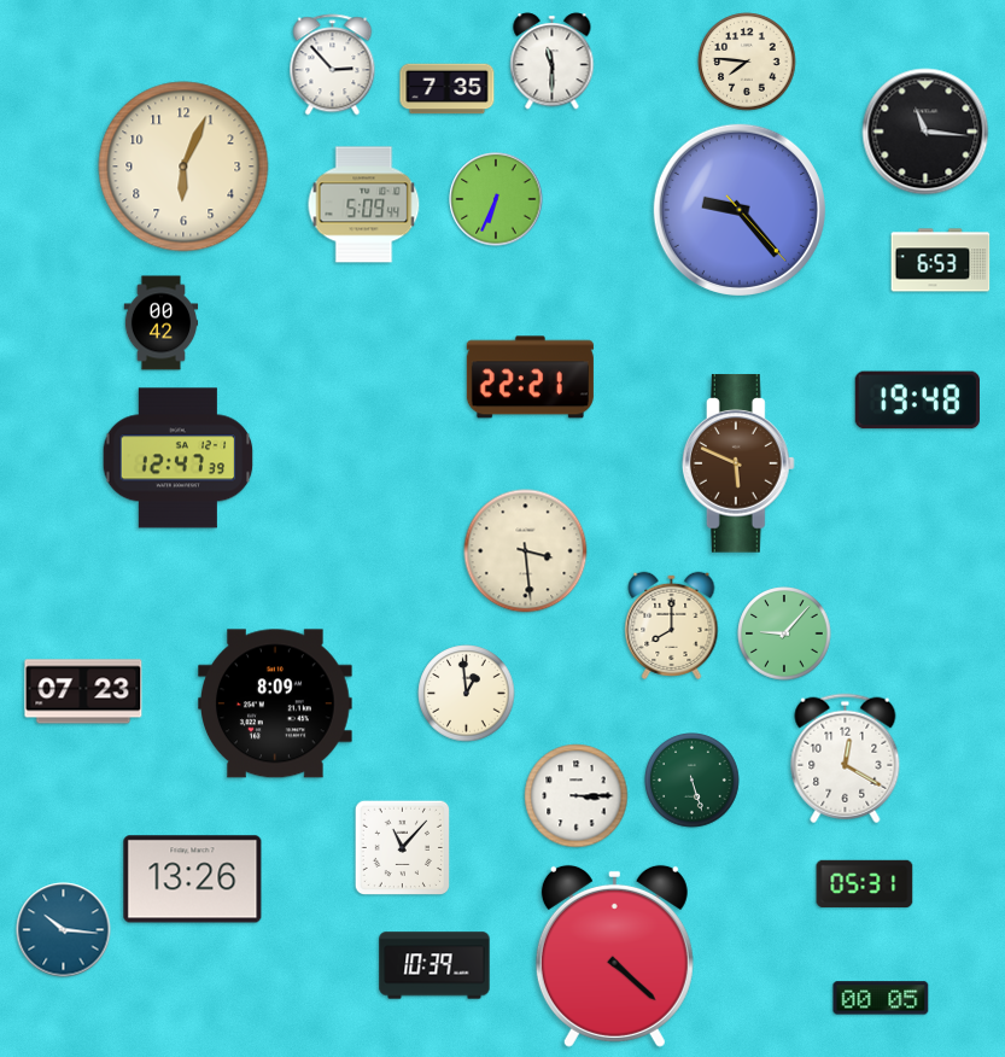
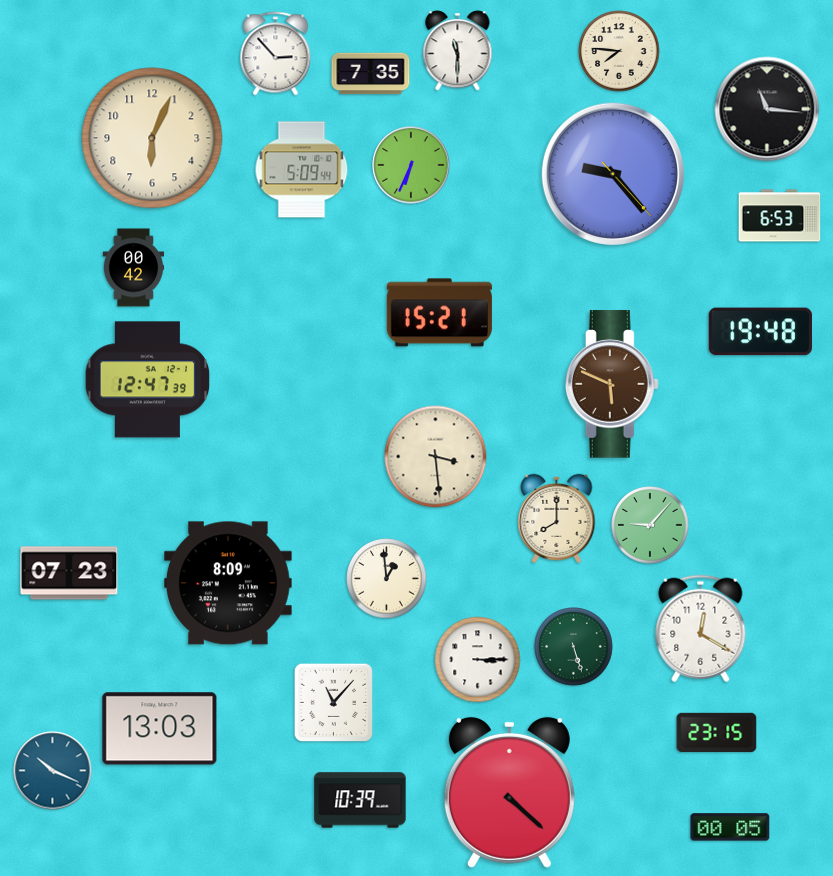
clock at (530, 378): 22:21 -> 15:21
clock at (467, 694) position: (467, 694) -> (387, 579)
clock at (193, 880): 13:26 -> 13:03
clock at (865, 883): 05:31 -> 23:15
clock at (64, 930): 10:16 -> 10:19
